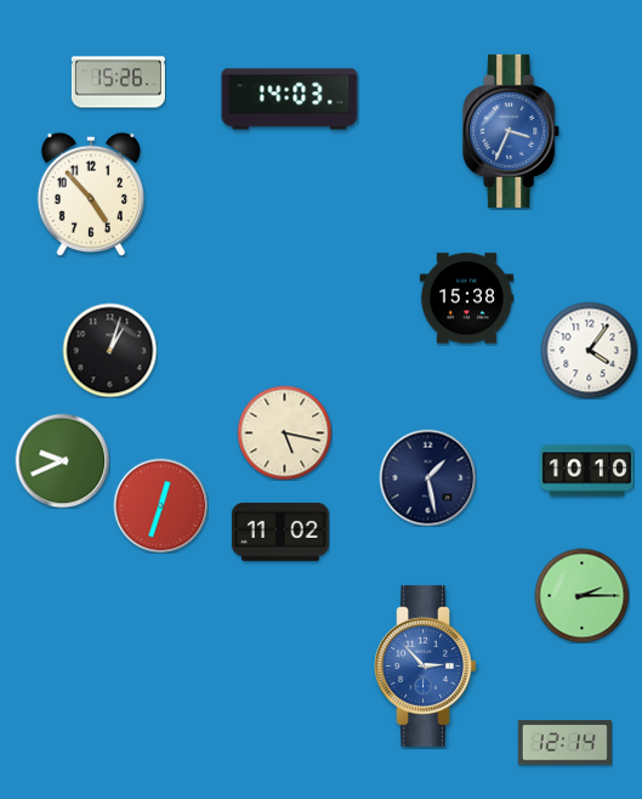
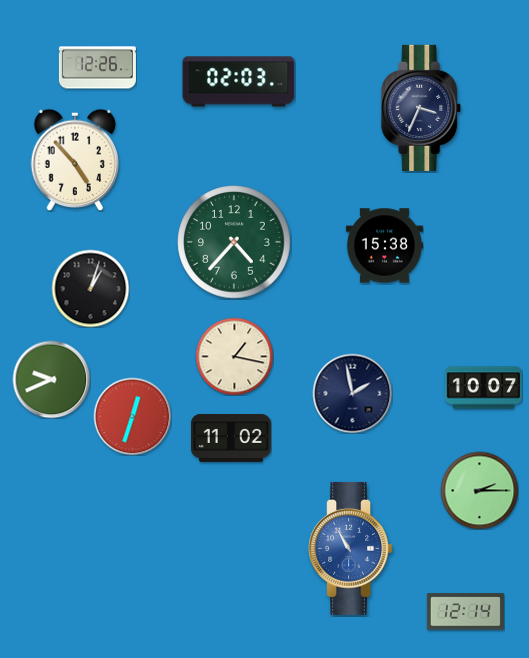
clock at (118, 83): 15:26 -> 12:26
clock at (290, 100): 14:03 -> 02:03
clock at (512, 131) dial: blue -> navy
clock at (234, 242): none -> 4:37
clock at (589, 350): 4:06 -> none
clock at (284, 432): 5:17 -> 1:17
clock at (586, 471): 10:10 -> 10:07
clock at (427, 477): 1:28 -> 1:58
clock at (425, 665): 2:53 -> 10:55
